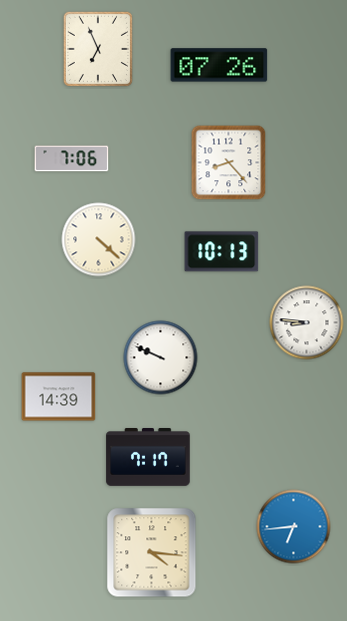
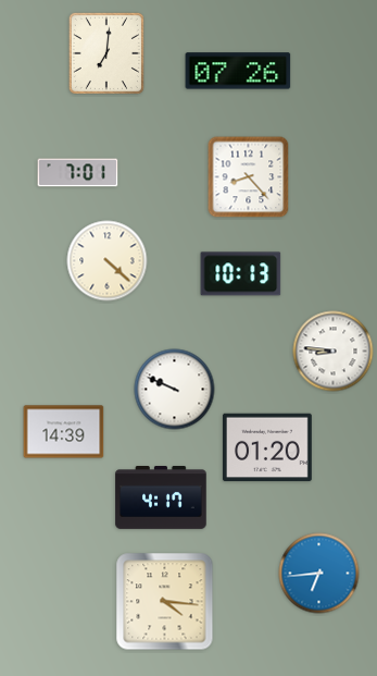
clock at (98, 49): 6:56 -> 7:01
clock at (72, 159): 7:06 -> 7:01
clock at (267, 447): none -> 01:20
clock at (148, 458): 7:17 -> 4:17
